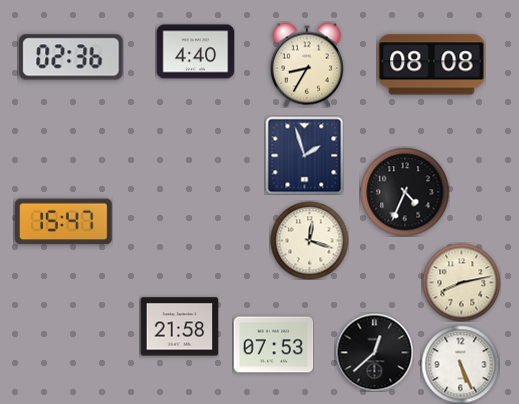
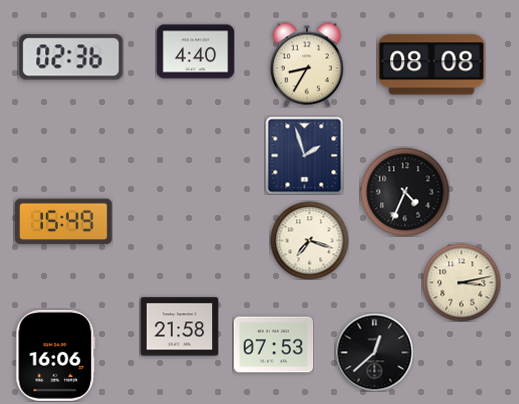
clock at (64, 222): 15:47 -> 15:49
clock at (309, 240): 12:18 -> 7:18
clock at (461, 282): 8:13 -> 3:13
clock at (56, 355): none -> 16:06
clock at (460, 364): 5:26 -> none
